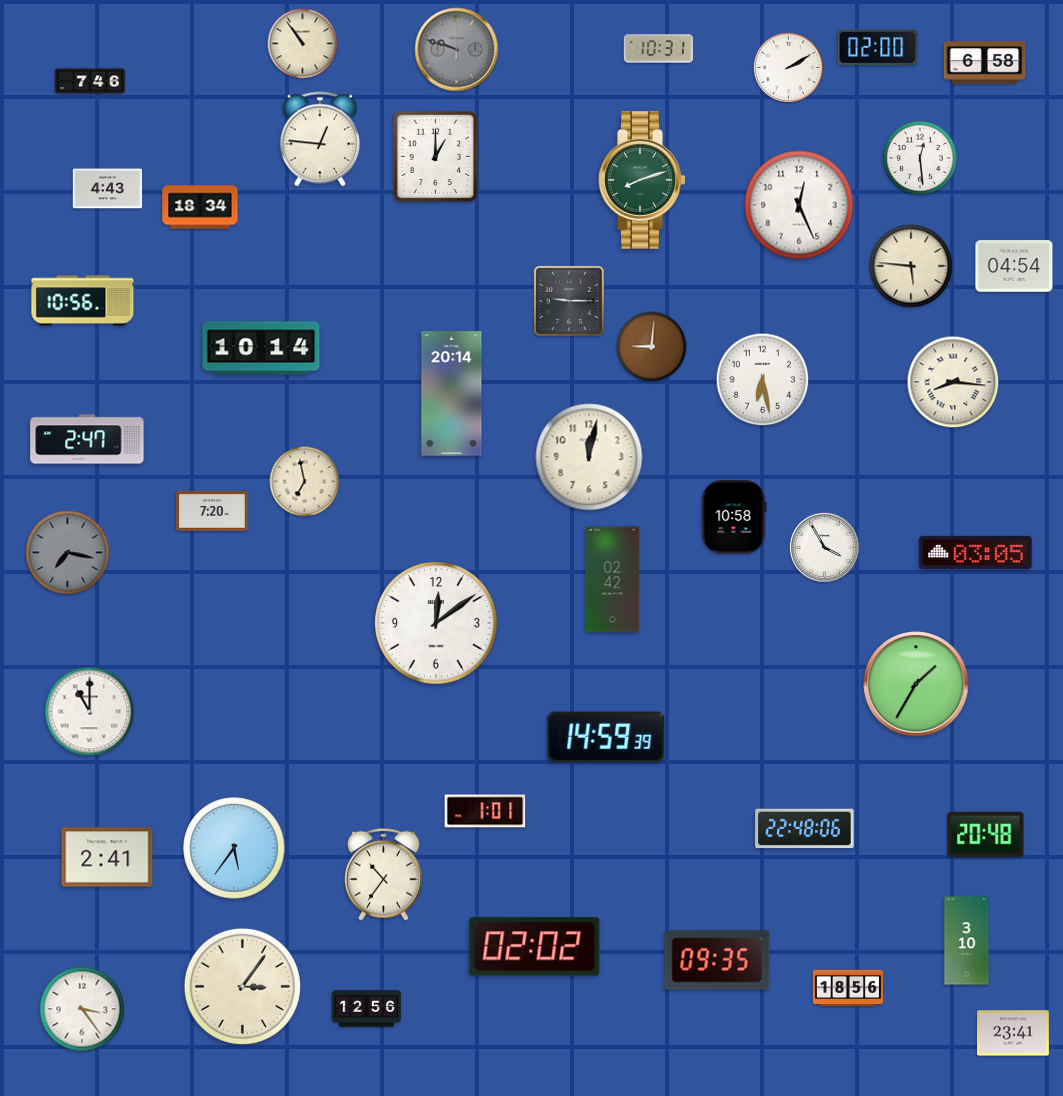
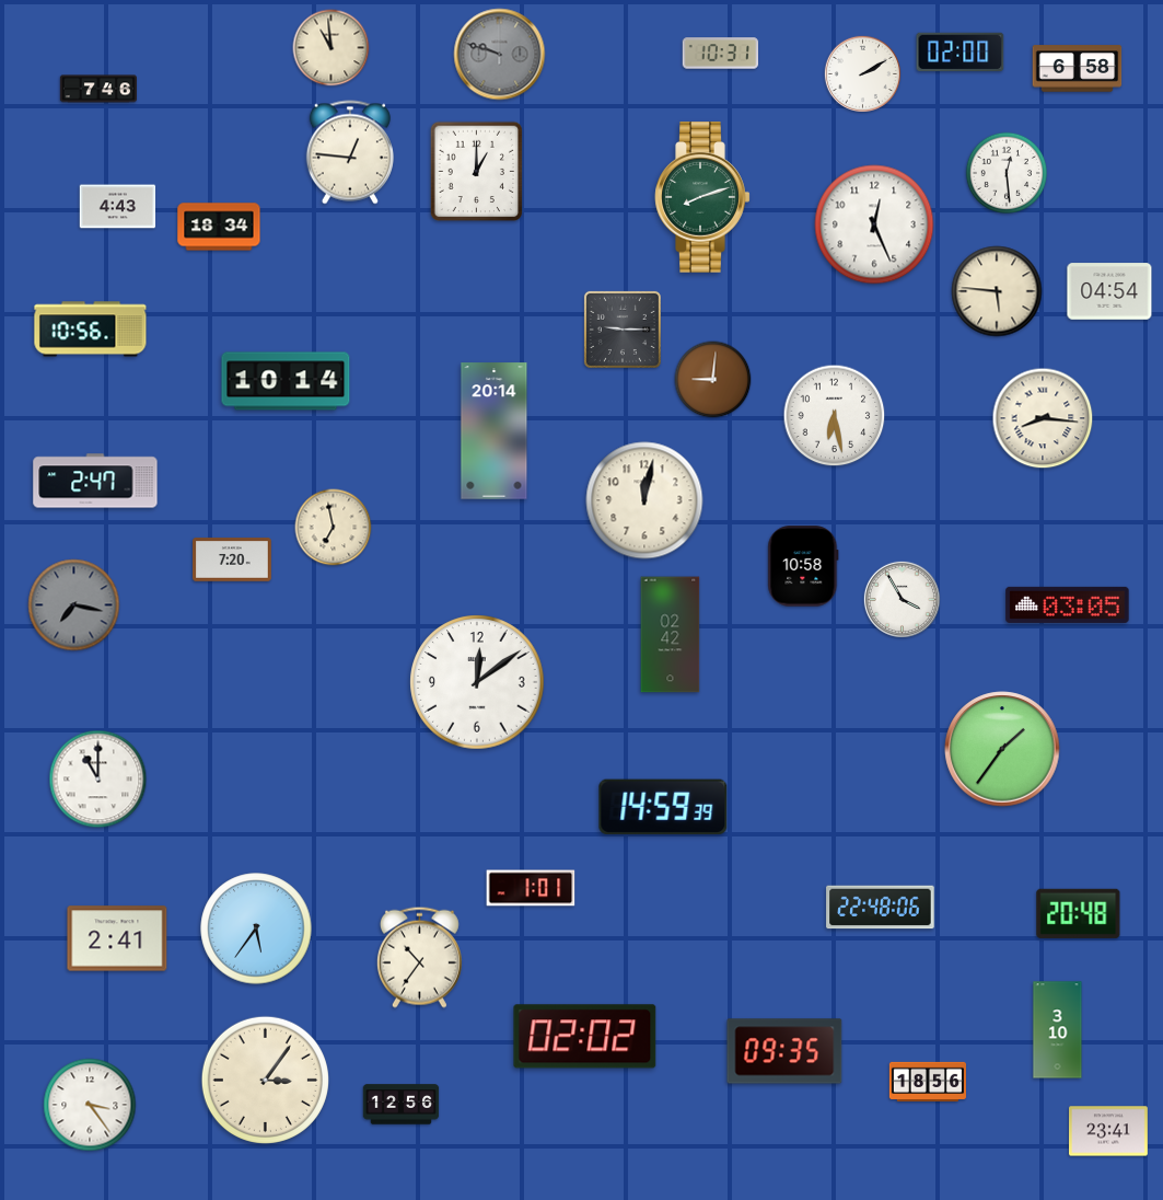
clock at (303, 44): 10:54 -> 10:59
clock at (916, 684): 1:35 -> 1:36
